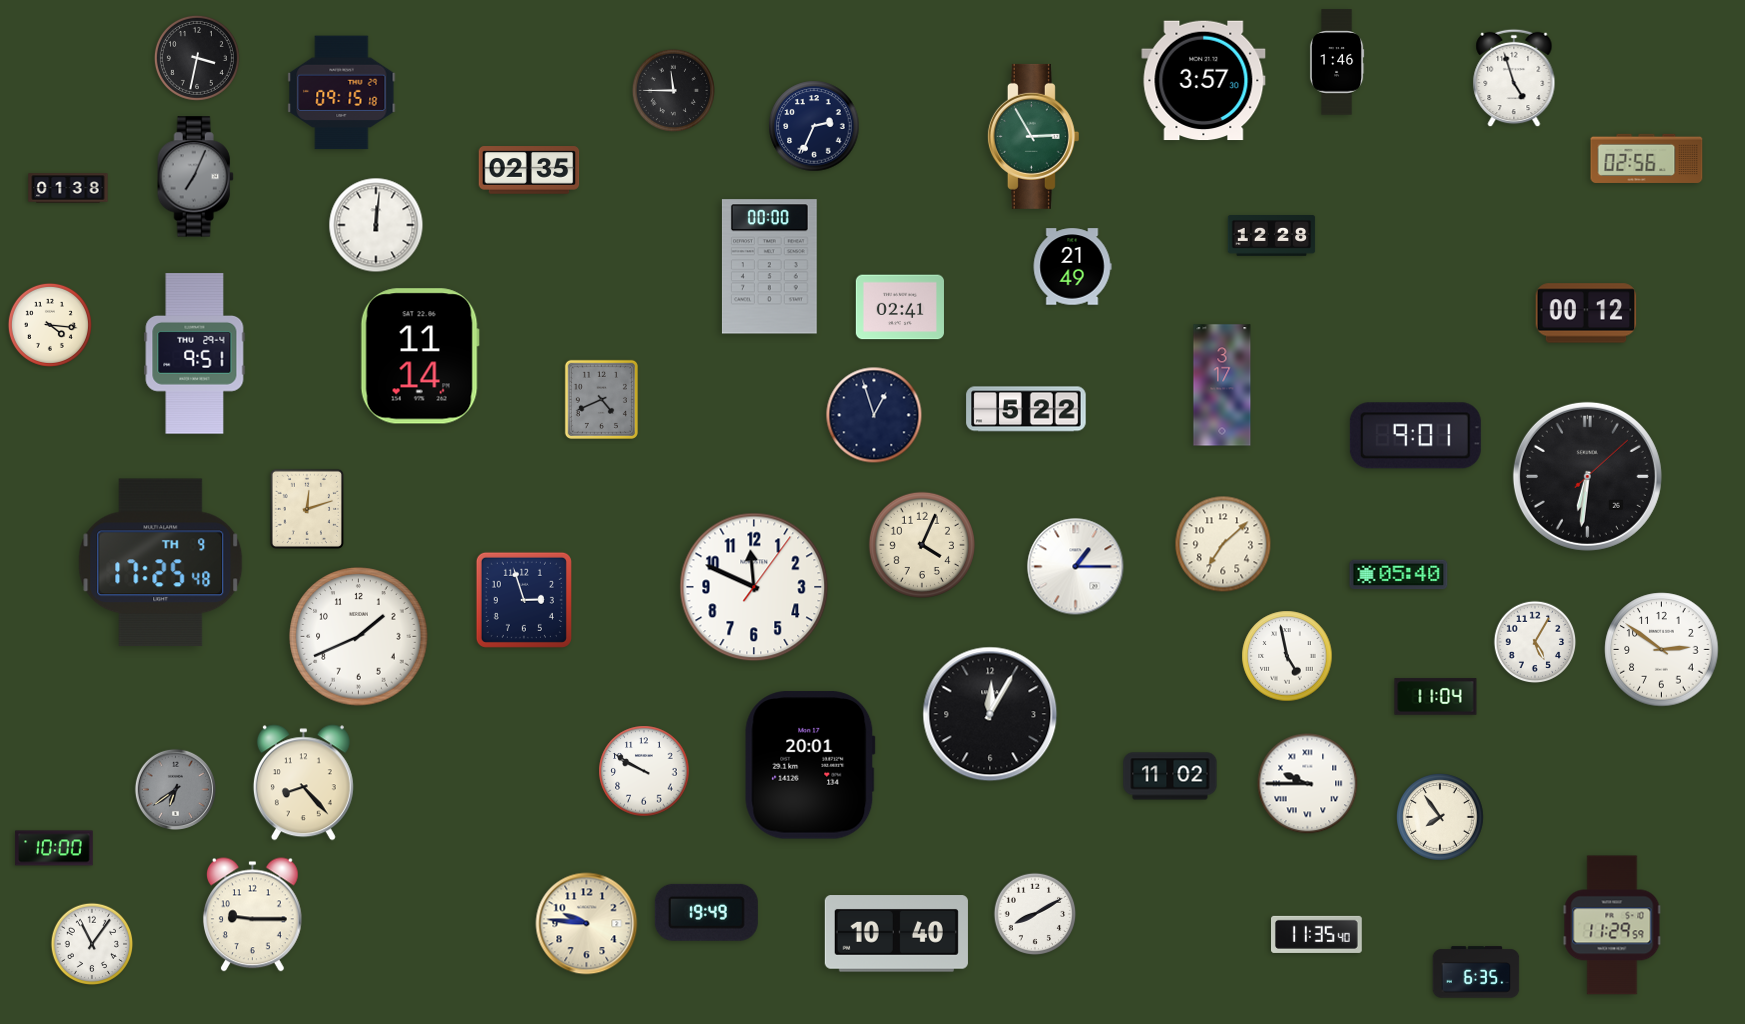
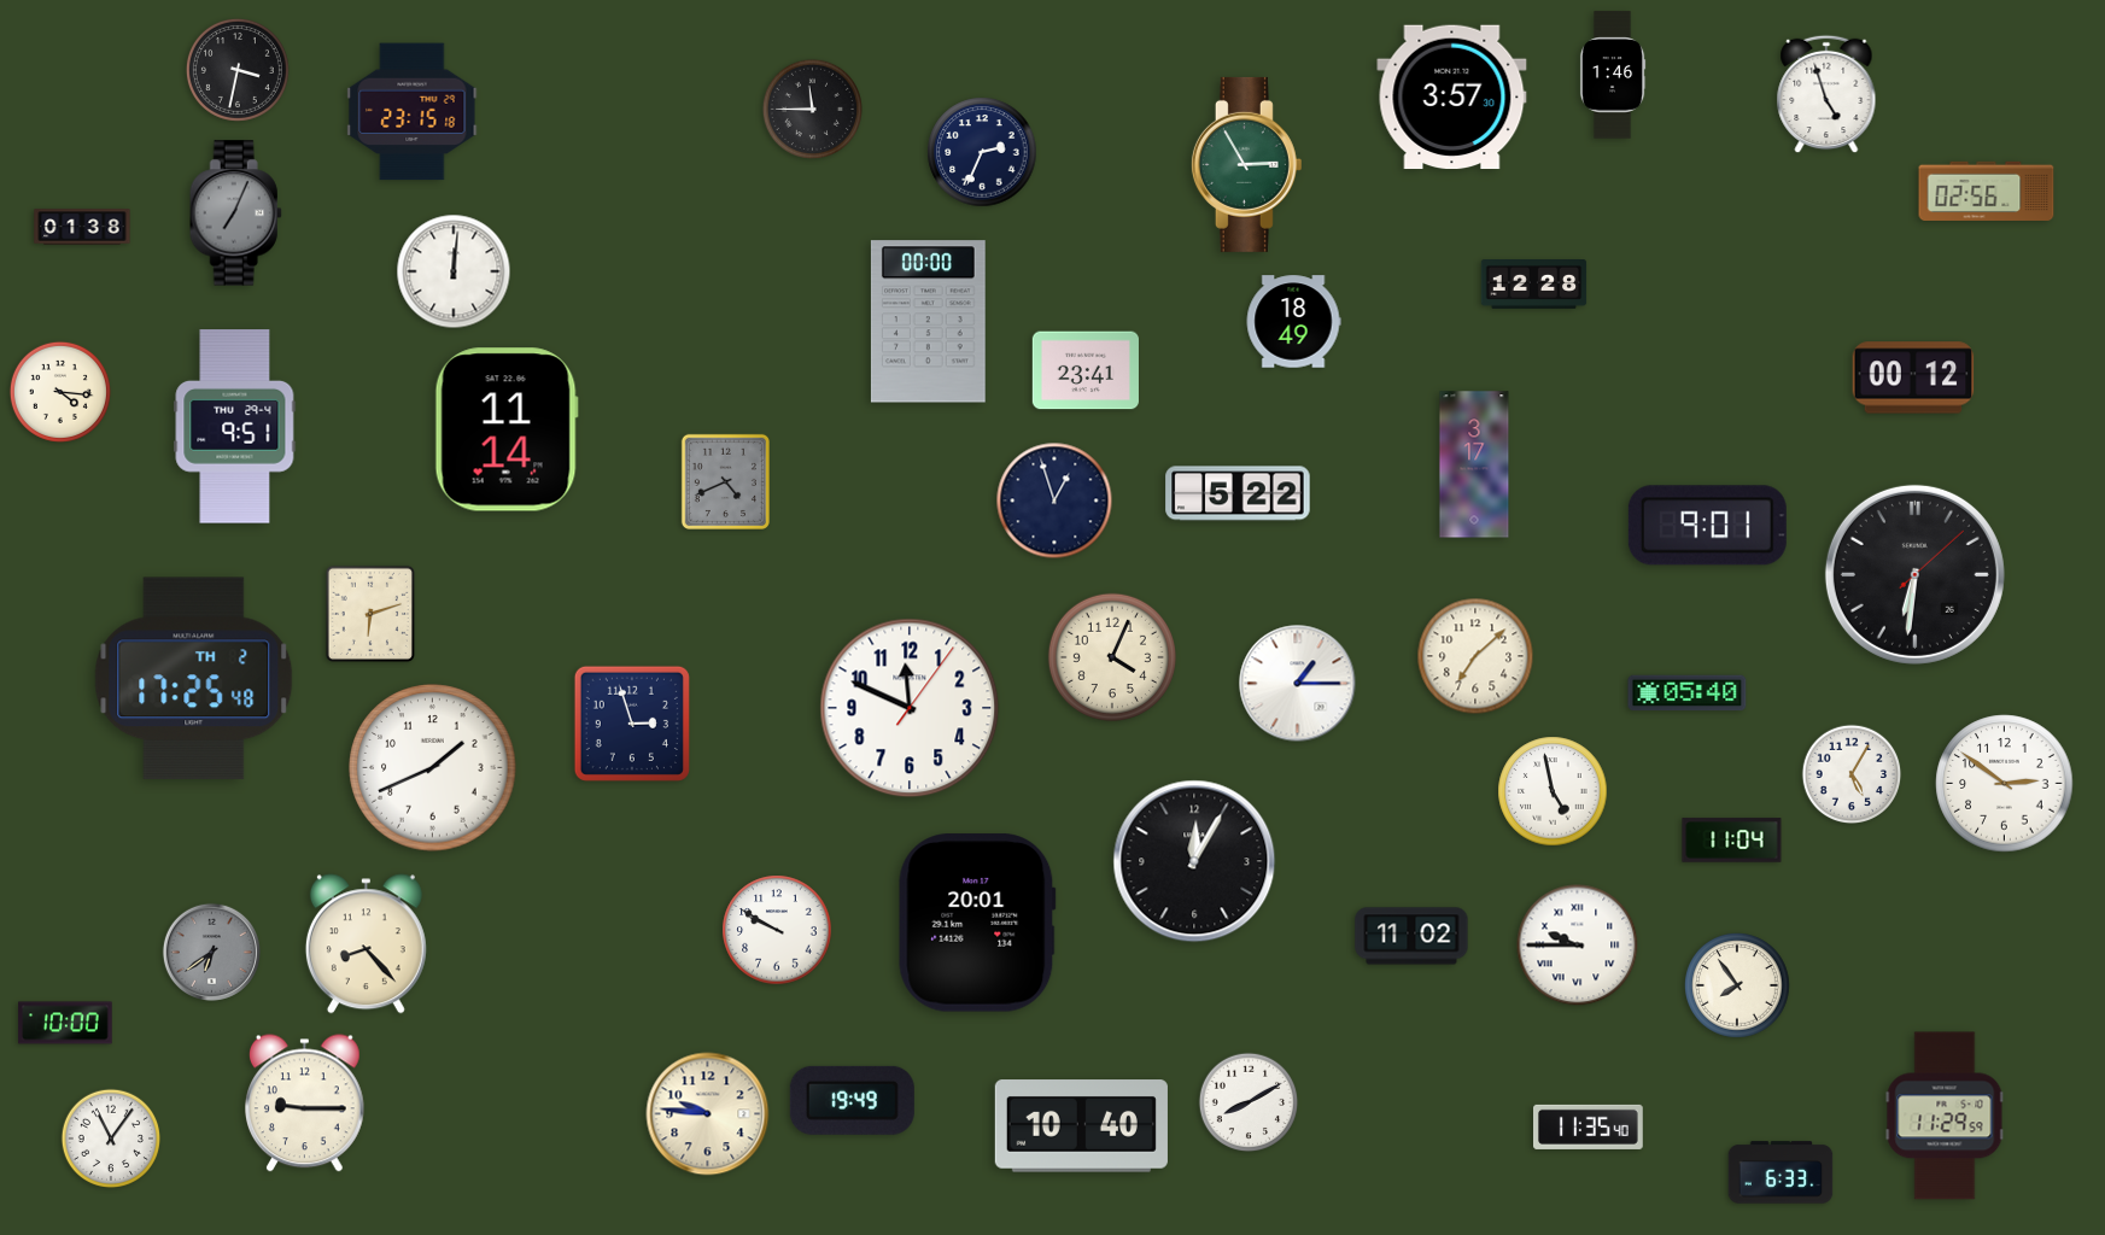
clock at (342, 93): 09:15 -> 23:15
clock at (529, 170): 02:35 -> none
clock at (1072, 267): 21:49 -> 18:49
clock at (899, 307): 02:41 -> 23:41
clock at (306, 508): 12:12 -> 6:12
clock at (161, 563) date: TH 9 -> TH 2
clock at (1476, 972): 6:35 -> 6:33
